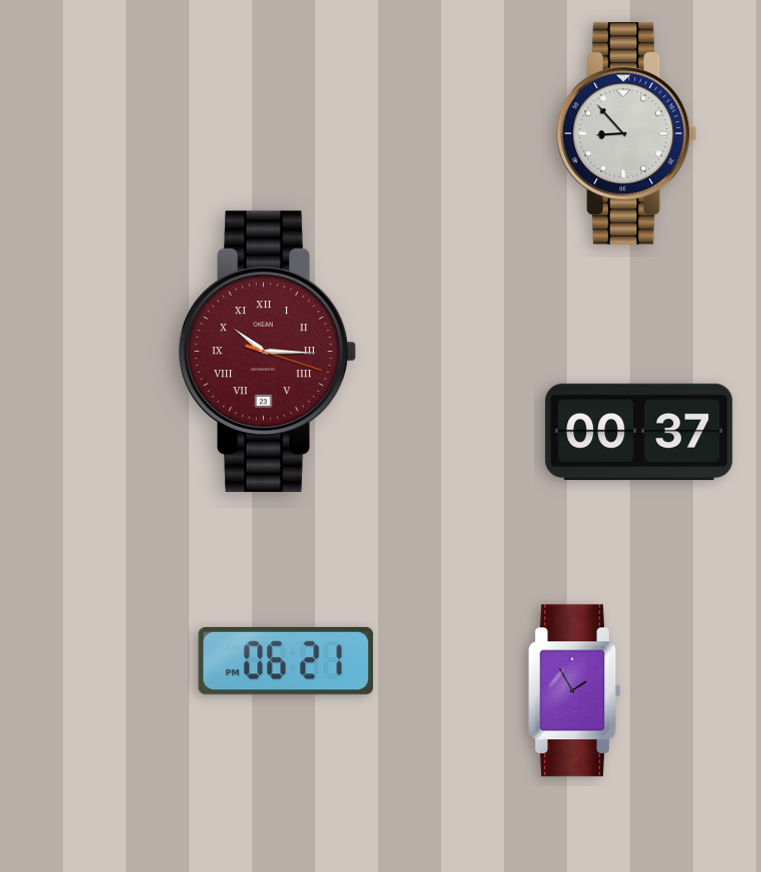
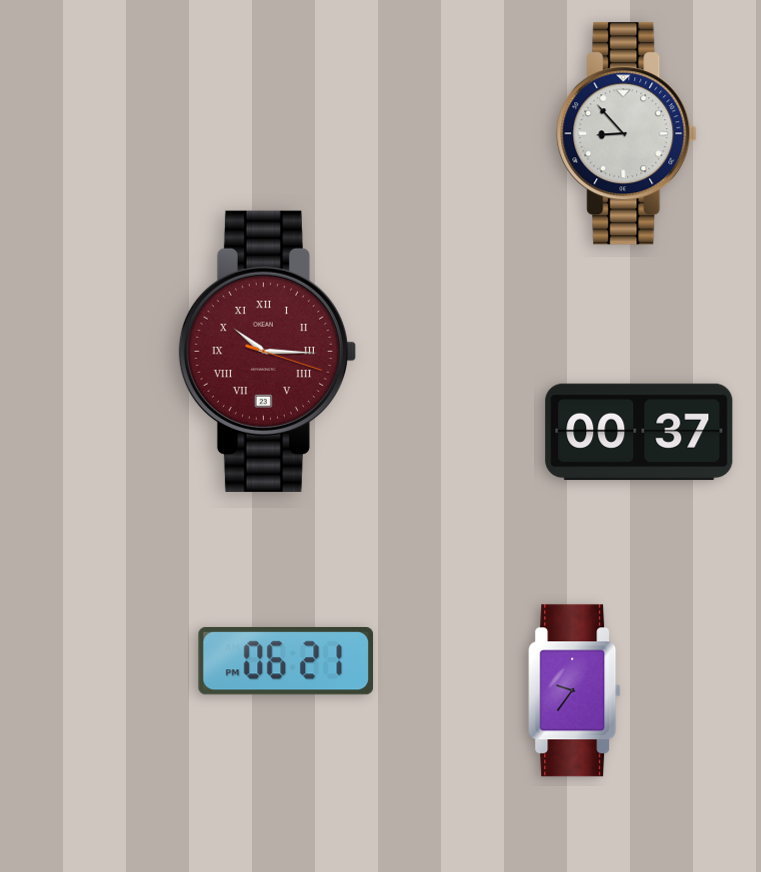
clock at (575, 691): 1:55 -> 9:36
